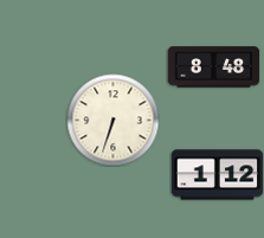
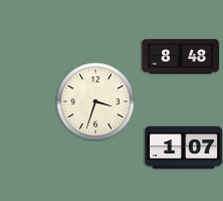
clock at (112, 120): 6:33 -> 3:33
clock at (217, 175): 1:12 -> 1:07
